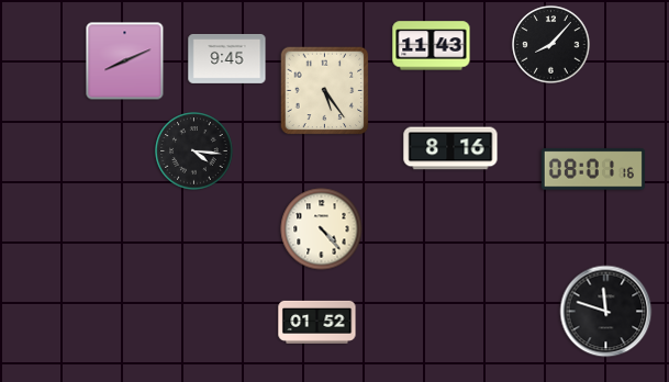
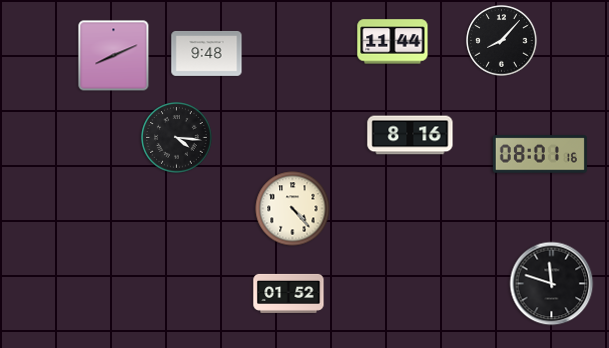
clock at (432, 46): 11:43 -> 11:44
clock at (227, 58): 9:45 -> 9:48
clock at (325, 91): 5:24 -> none
